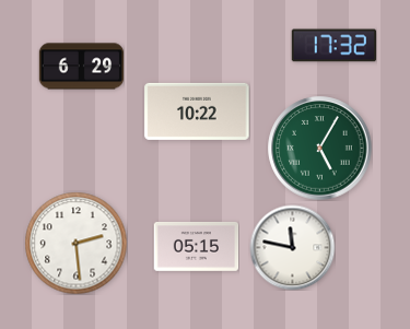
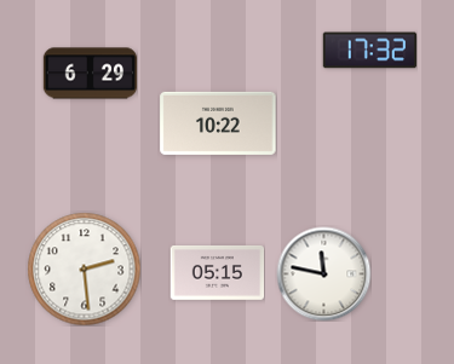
clock at (320, 149): 5:05 -> none
